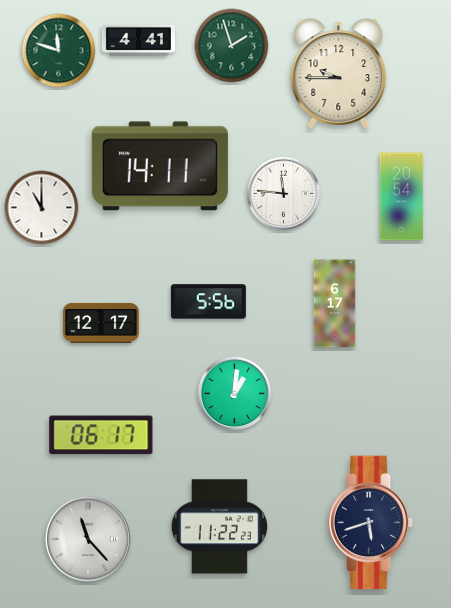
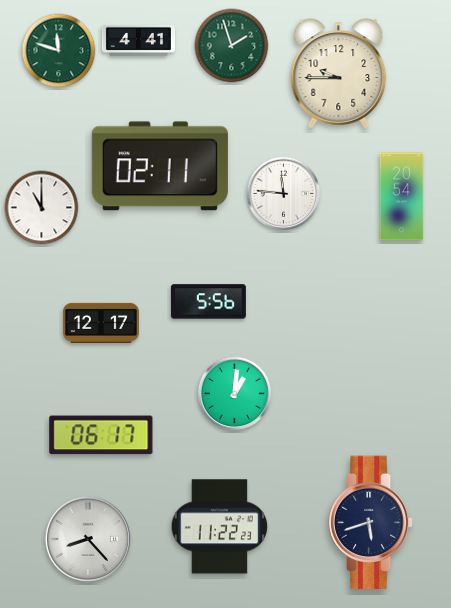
clock at (160, 166): 14:11 -> 02:11
clock at (335, 304): 6:17 -> none
clock at (88, 539): 11:23 -> 8:23
